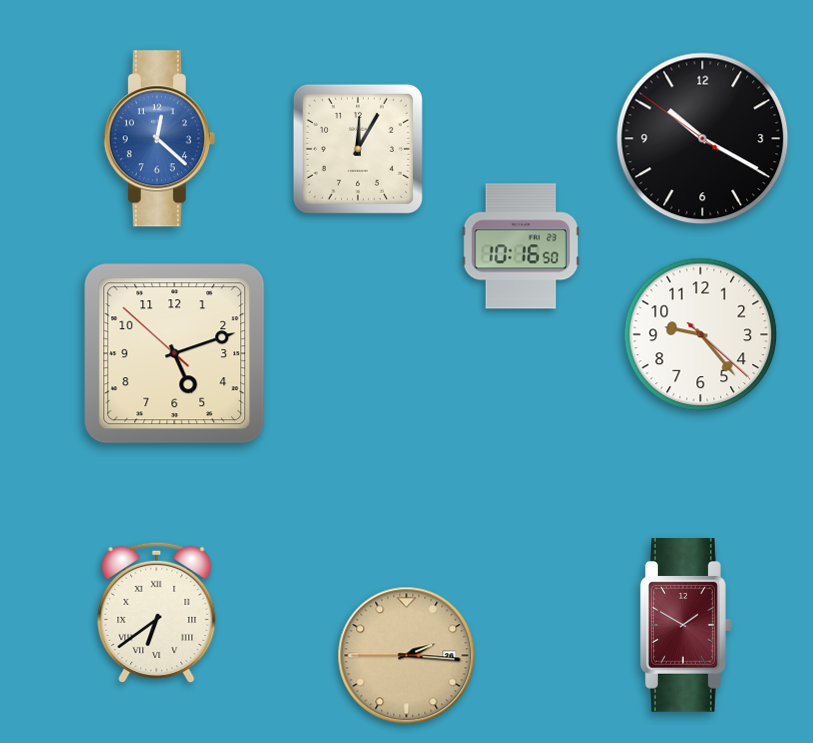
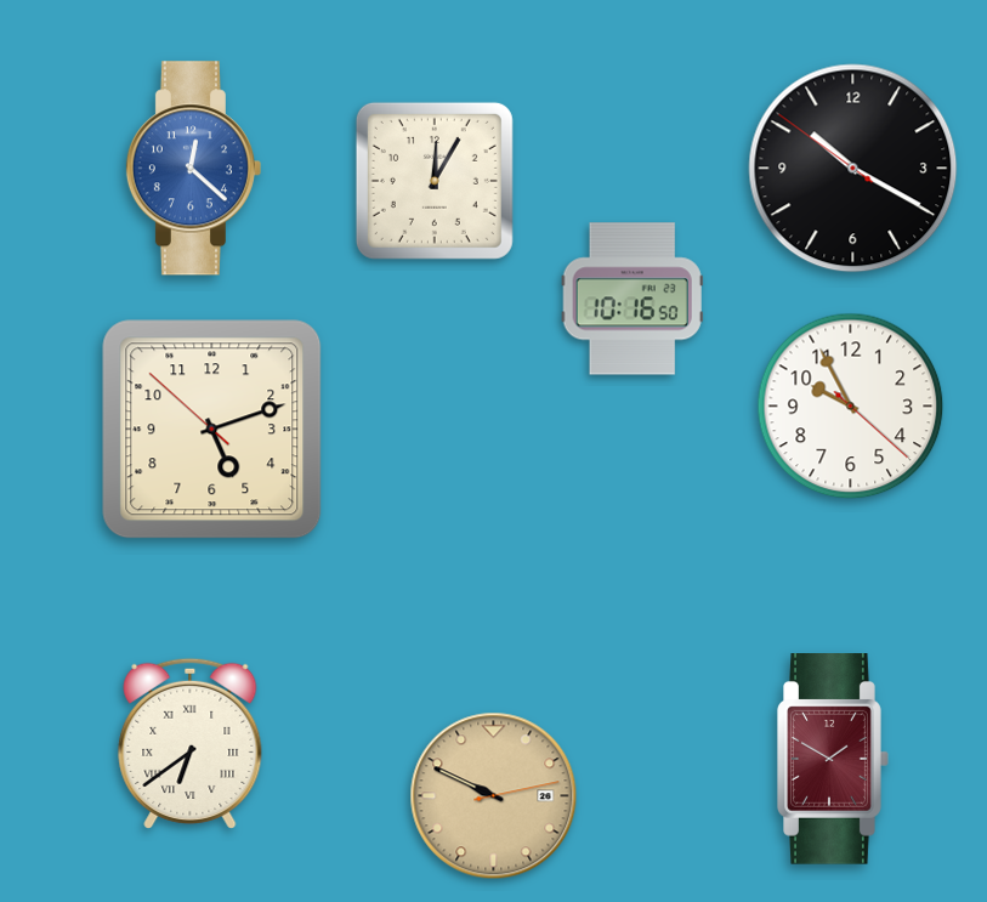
clock at (701, 335): 9:23 -> 9:55
clock at (407, 656): 2:15 -> 9:49
